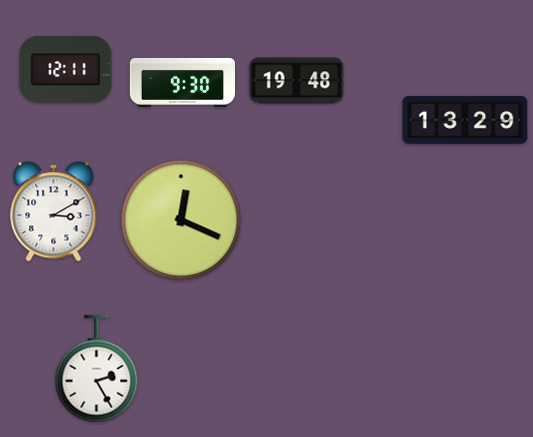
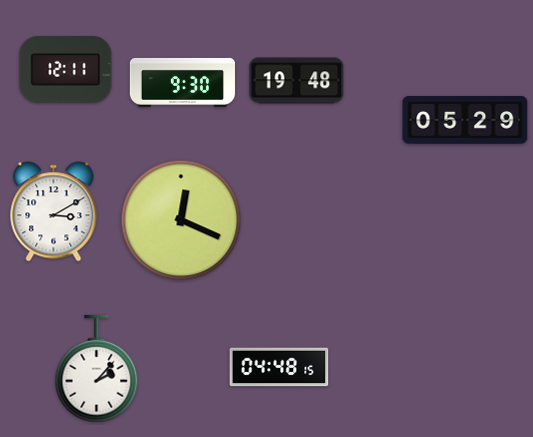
clock at (465, 120): 13:29 -> 05:29
clock at (279, 367): none -> 04:48
clock at (97, 369): 2:25 -> 2:07
